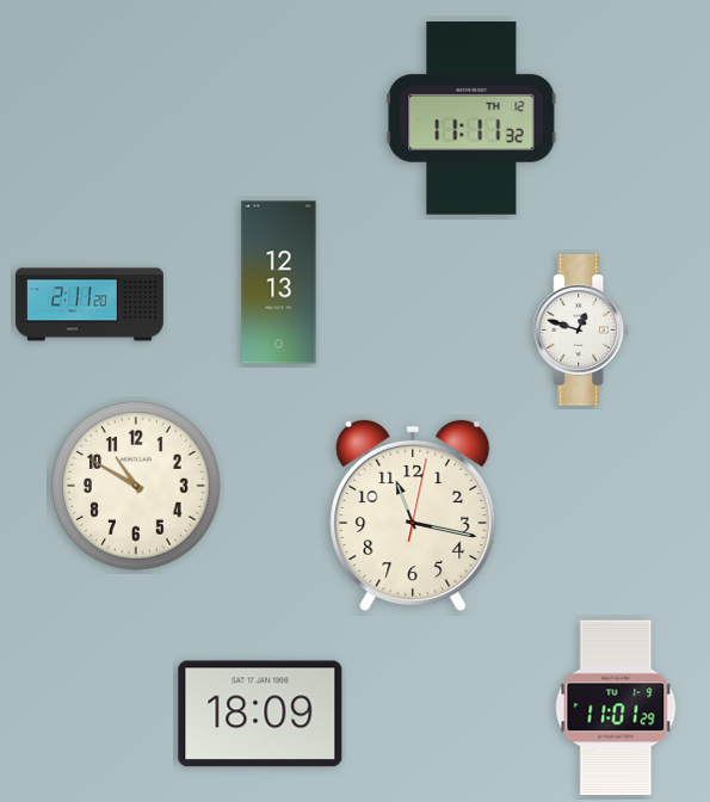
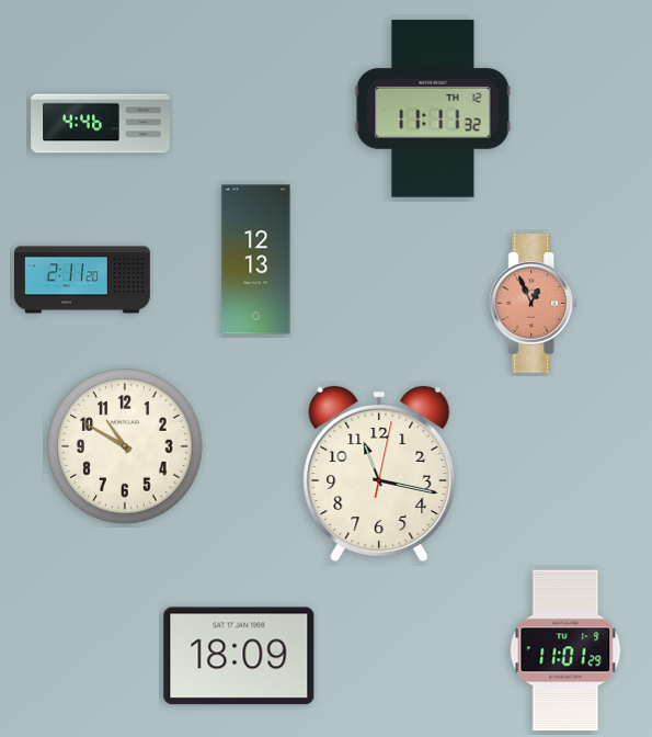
clock at (101, 124): none -> 4:46
clock at (581, 331): 12:48 -> 12:56
clock at (581, 331) dial: white -> salmon
